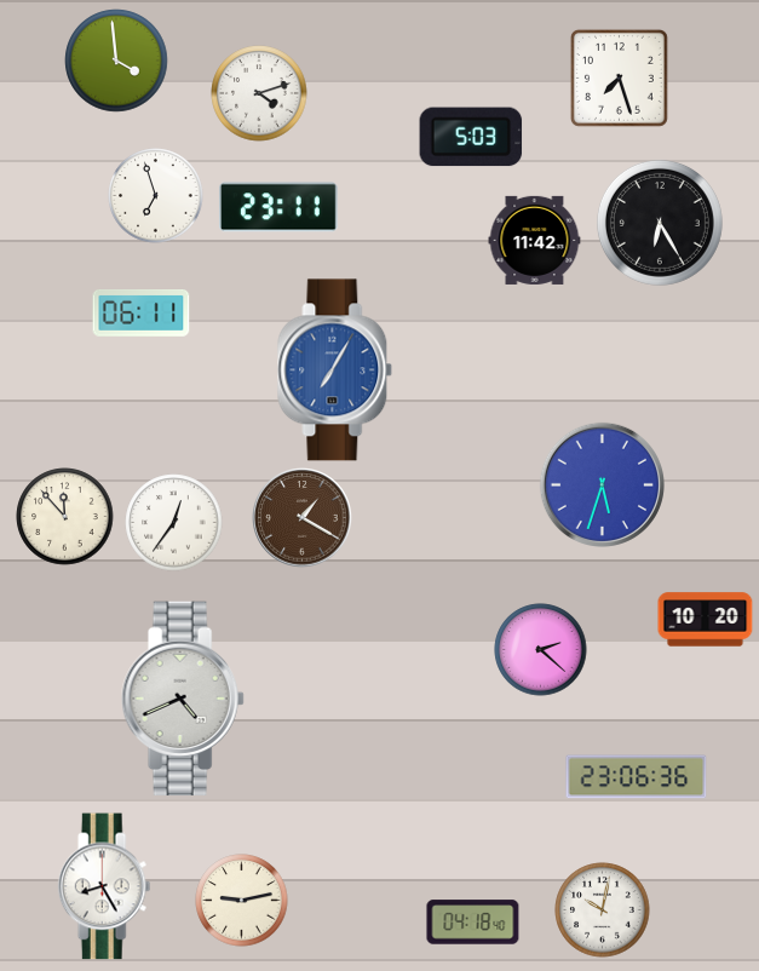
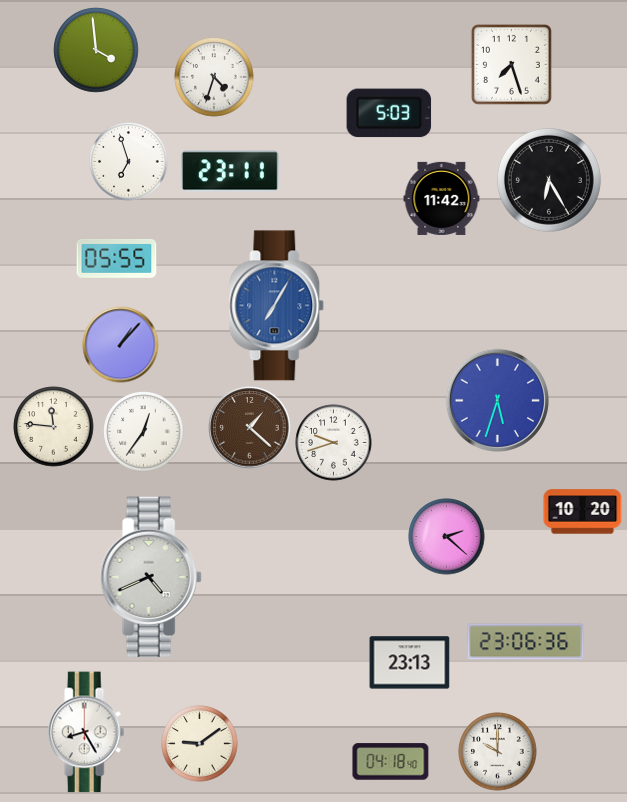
clock at (259, 93): 4:12 -> 4:33
clock at (660, 223) position: (660, 223) -> (549, 180)
clock at (142, 314): 06:11 -> 05:55
clock at (121, 345): none -> 1:07
clock at (65, 517): 11:53 -> 11:46
clock at (303, 518): 1:20 -> 1:22
clock at (334, 443): none -> 9:42
clock at (410, 663): none -> 23:13
clock at (242, 901): 9:13 -> 9:09
clock at (603, 910): 10:02 -> 10:00
